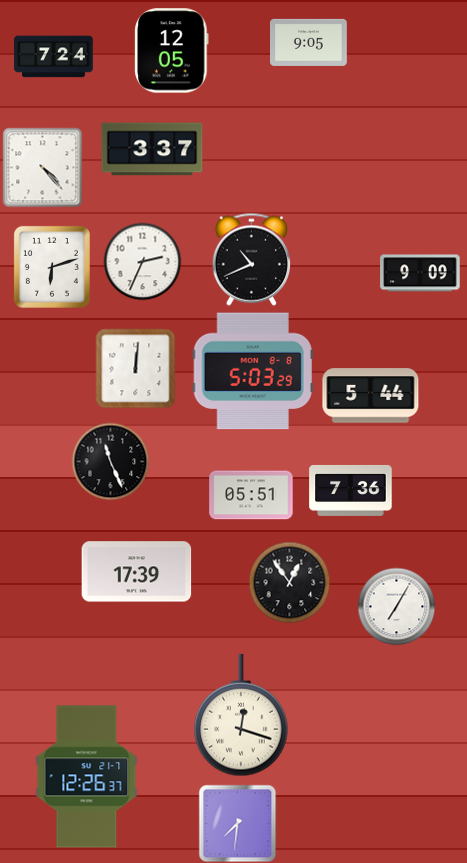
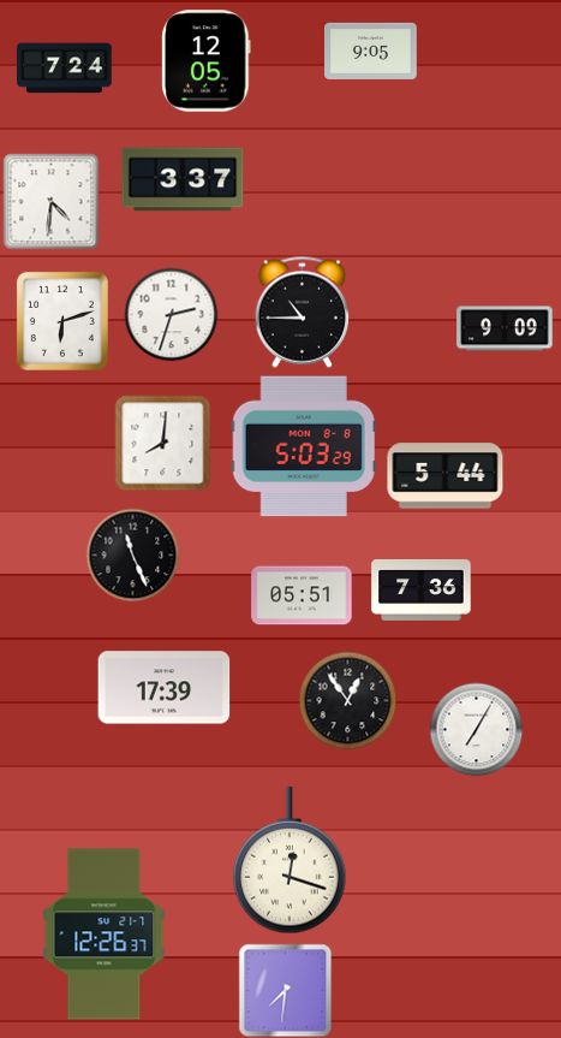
clock at (42, 167): 4:23 -> 4:31
clock at (252, 259): 10:41 -> 10:45
clock at (142, 261): 2:34 -> 2:33
clock at (135, 368): 12:01 -> 8:01
